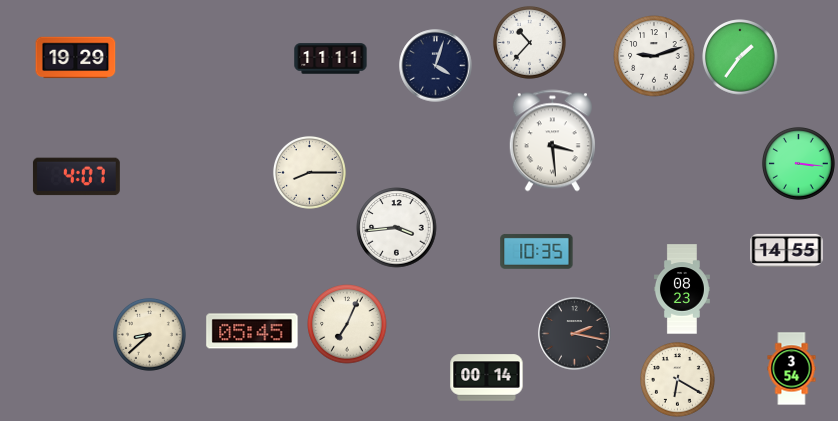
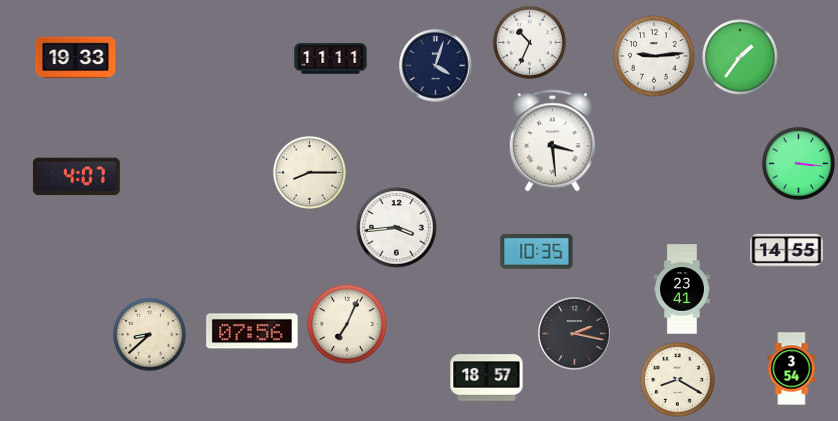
clock at (529, 42): 10:37 -> 10:34
clock at (654, 56): 9:12 -> 9:14
clock at (76, 58): 19:29 -> 19:33
clock at (682, 289): 08:23 -> 23:41
clock at (252, 331): 05:45 -> 07:56
clock at (487, 378): 00:14 -> 18:57
clock at (678, 380): 6:20 -> 8:20
